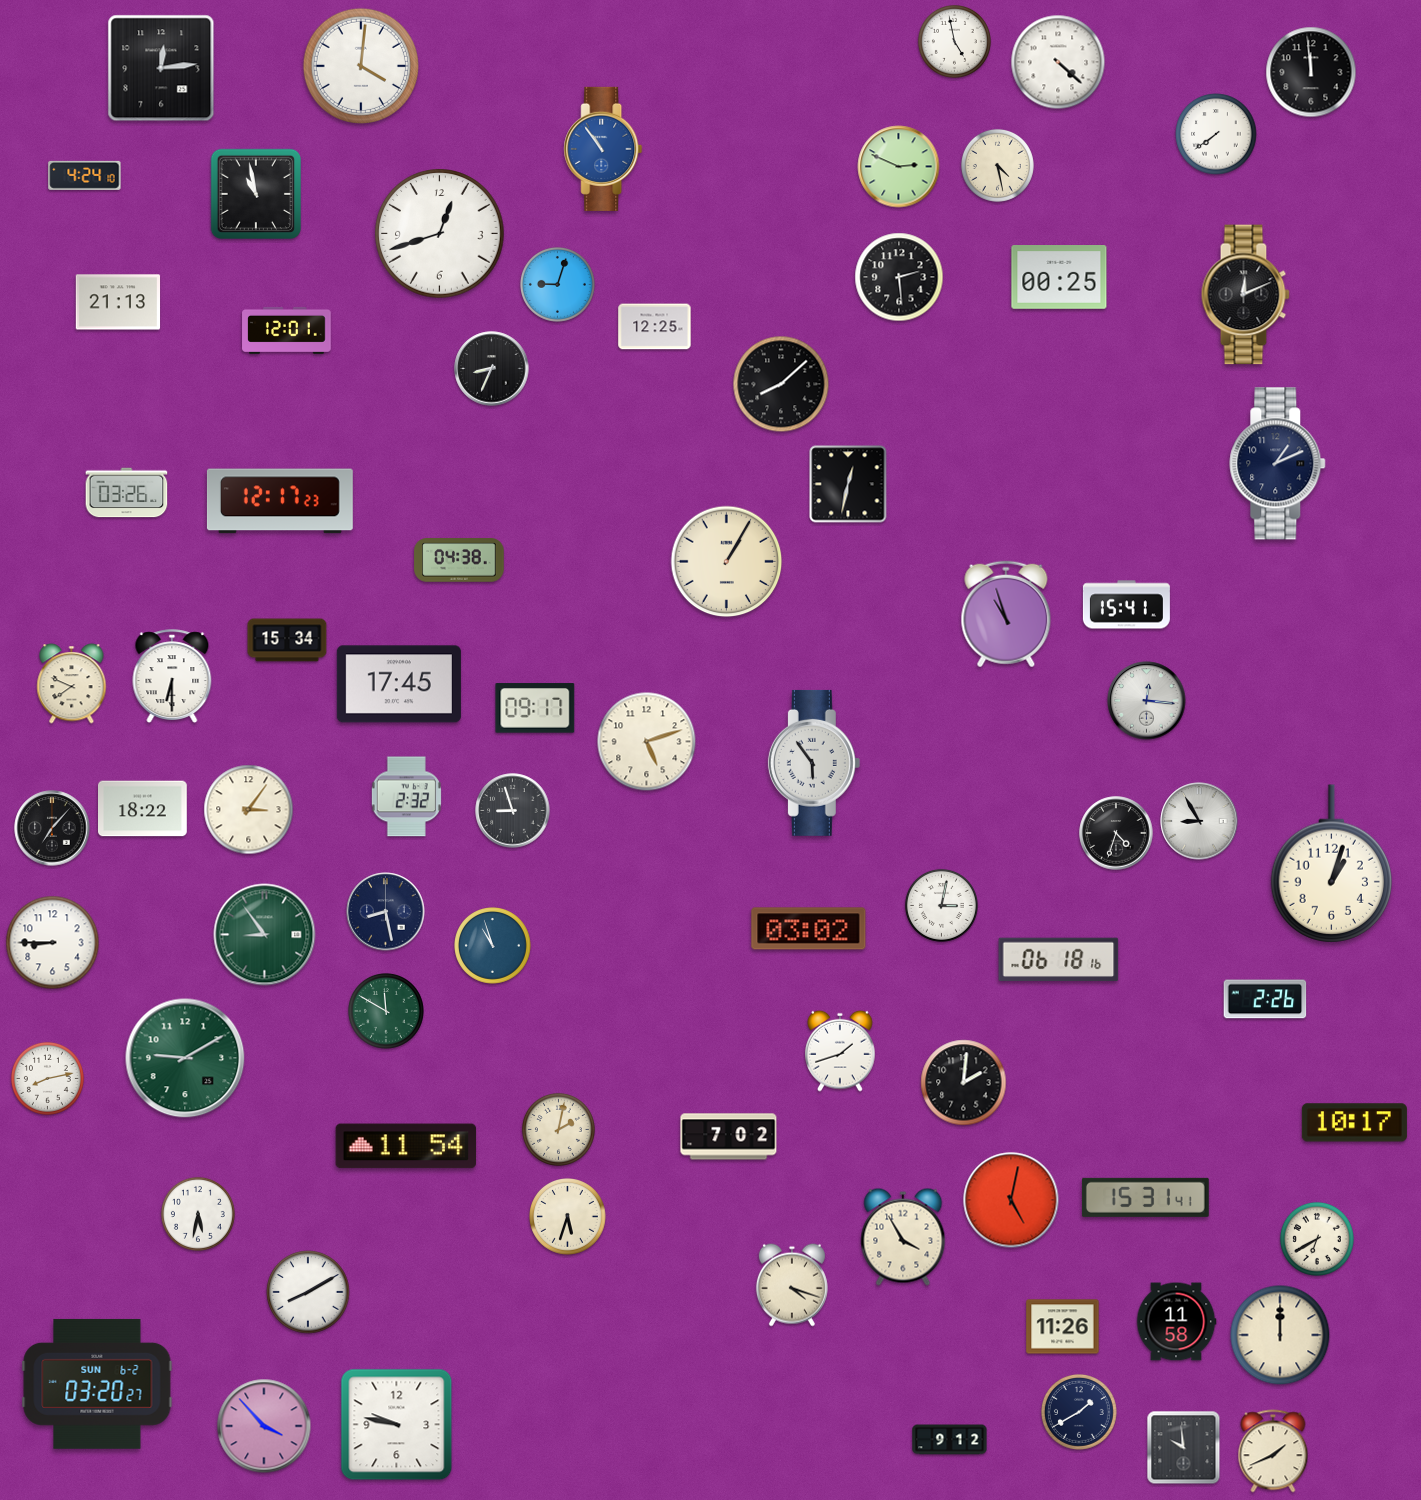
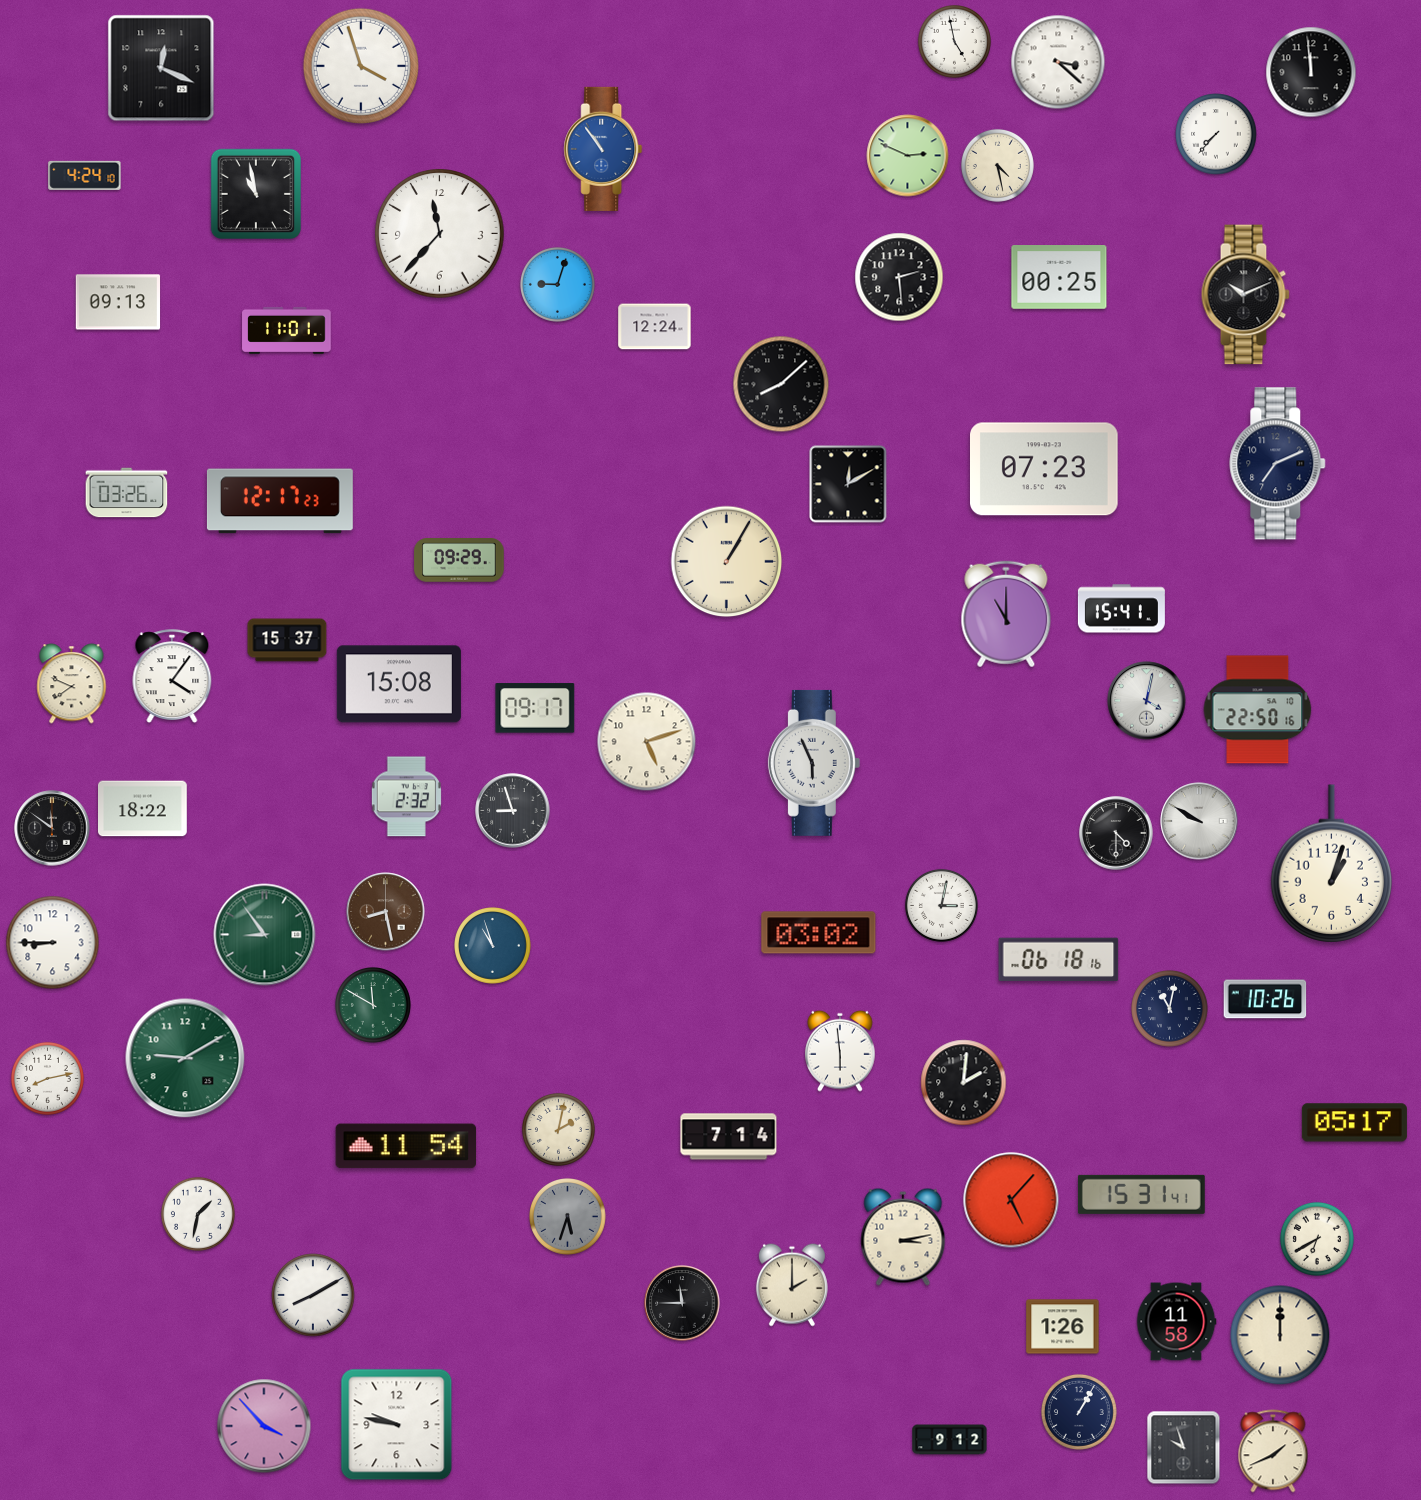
clock at (1058, 62): 4:22 -> 3:22
clock at (361, 66): 4:01 -> 3:57
clock at (161, 68): 12:14 -> 12:19
clock at (1216, 134): 7:39 -> 7:37
clock at (899, 167) position: (899, 167) -> (908, 156)
clock at (440, 234): 12:42 -> 11:37
clock at (1245, 295): 12:11 -> 10:11
clock at (118, 302): 21:13 -> 09:13
clock at (655, 327): 12:25 -> 12:24
clock at (287, 330): 12:01 -> 11:01
clock at (492, 369): 8:34 -> none
clock at (1278, 464): 1:11 -> 7:11
clock at (1045, 469): none -> 07:23
clock at (848, 484): 12:32 -> 12:10
clock at (459, 560): 04:38 -> 09:29
clock at (1126, 605) position: (1126, 605) -> (1121, 609)
clock at (1006, 614): 10:57 -> 11:00
clock at (287, 640): 15:34 -> 15:37
clock at (172, 676): 6:30 -> 4:06
clock at (399, 684): 17:45 -> 15:08
clock at (1147, 701): 12:16 -> 4:02
clock at (1258, 710): none -> 22:50
clock at (814, 763): 5:54 -> 5:56
clock at (249, 810): 3:06 -> none
clock at (1199, 821): 8:55 -> 9:50
clock at (52, 828): 7:07 -> 11:51
clock at (1116, 833): 4:33 -> 4:30
clock at (386, 912) dial: navy -> brown
clock at (809, 929) position: (809, 929) -> (819, 933)
clock at (1265, 999): 2:26 -> 10:26
clock at (1170, 1009): none -> 11:02
clock at (387, 1012) position: (387, 1012) -> (374, 1006)
clock at (840, 1051): 1:42 -> 5:59
clock at (1354, 1123): 10:17 -> 05:17
clock at (729, 1137): 7:02 -> 7:14
clock at (1145, 1197) position: (1145, 1197) -> (1141, 1194)
clock at (1011, 1200): 5:02 -> 5:07
clock at (198, 1214): 5:32 -> 1:32
clock at (568, 1217) dial: cream -> grey
clock at (903, 1237): 3:55 -> 3:13
clock at (792, 1285): 4:18 -> 2:00
clock at (308, 1292) position: (308, 1292) -> (313, 1295)
clock at (682, 1303): none -> 11:45
clock at (1063, 1327): 11:26 -> 1:26
clock at (97, 1384): 03:20 -> none
clock at (1080, 1413): 1:40 -> 1:05
clock at (1184, 1448): 9:59 -> 9:57
